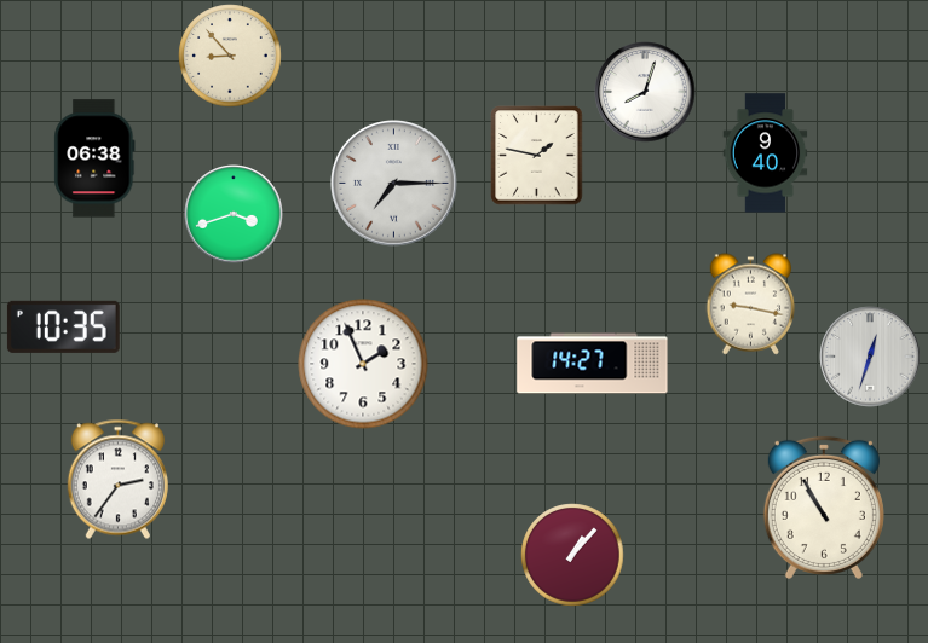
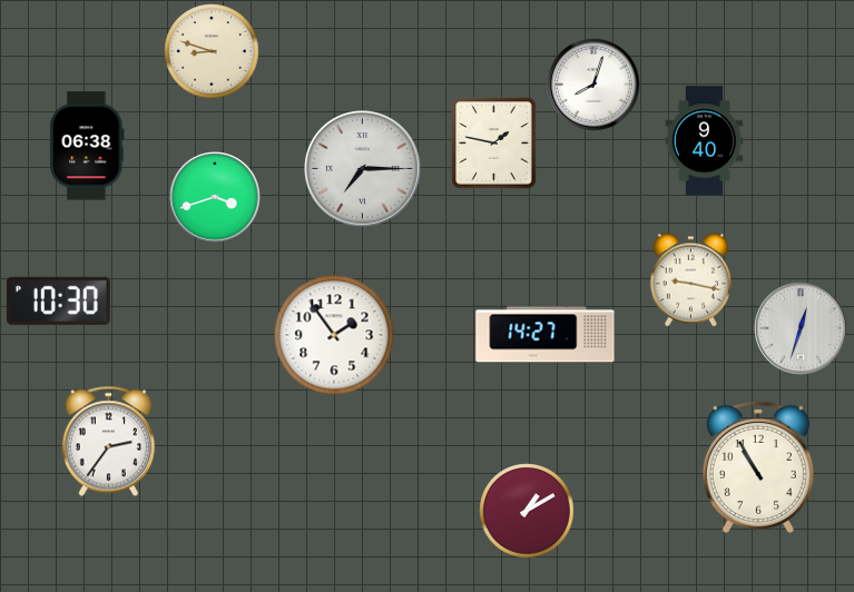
clock at (230, 56): 8:53 -> 8:48
clock at (63, 326): 10:35 -> 10:30
clock at (363, 364): 1:56 -> 1:54
clock at (572, 555): 1:07 -> 1:10
